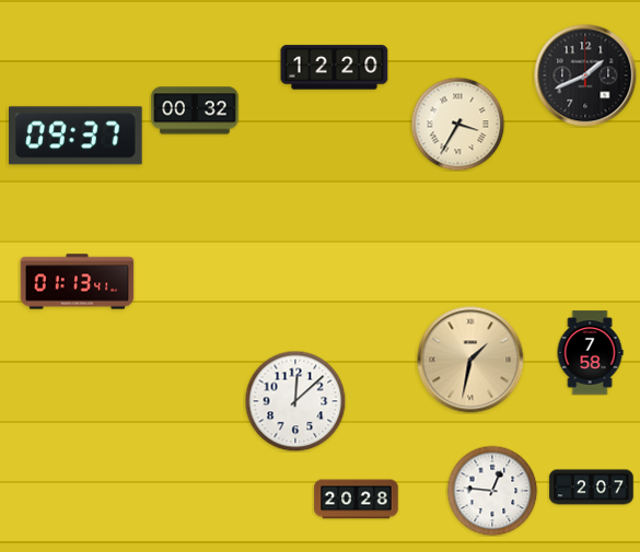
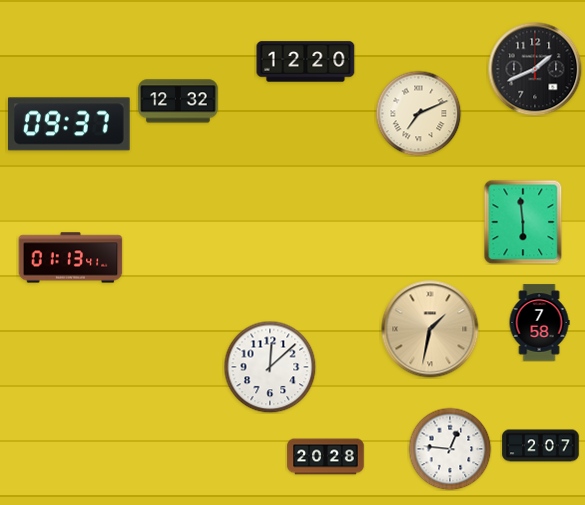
clock at (195, 110): 00:32 -> 12:32
clock at (457, 124): 3:35 -> 7:11
clock at (523, 222): none -> 5:59
